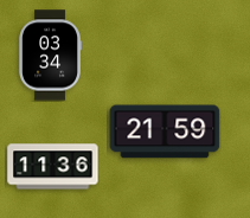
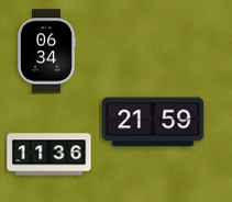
clock at (50, 56): 03:34 -> 06:34
